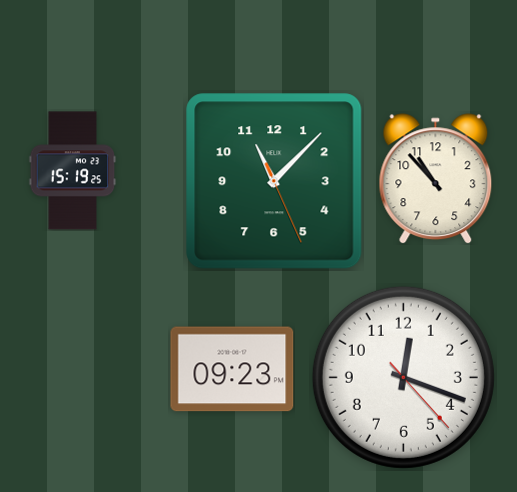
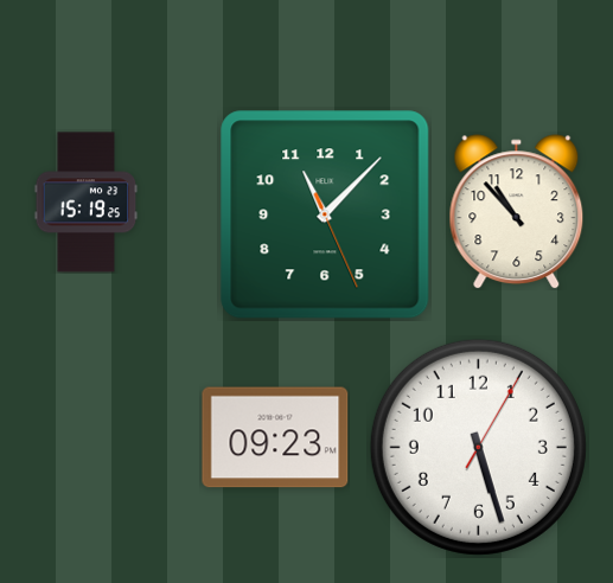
clock at (403, 377): 12:18 -> 5:27
